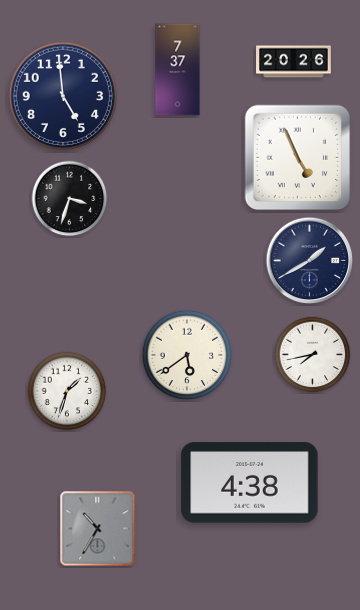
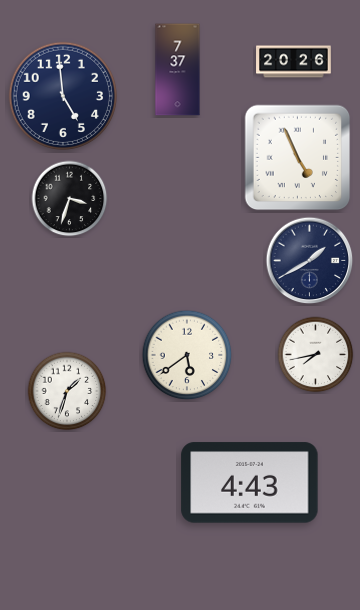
clock at (313, 355) position: (313, 355) -> (316, 355)
clock at (250, 483): 4:38 -> 4:43
clock at (98, 529): 10:35 -> none
